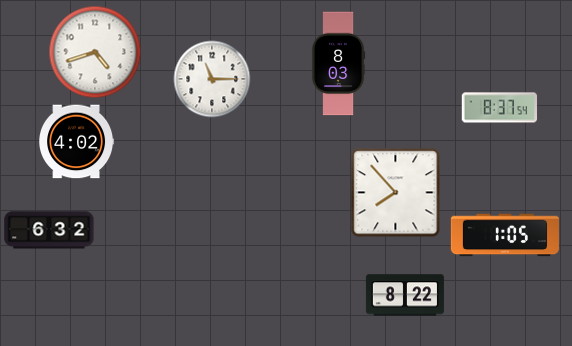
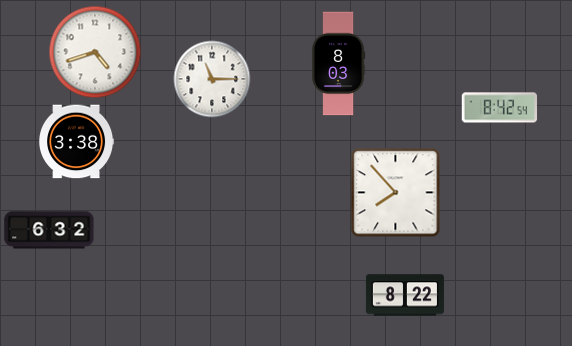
clock at (500, 108): 8:37 -> 8:42
clock at (77, 142): 4:02 -> 3:38
clock at (505, 235): 1:05 -> none
